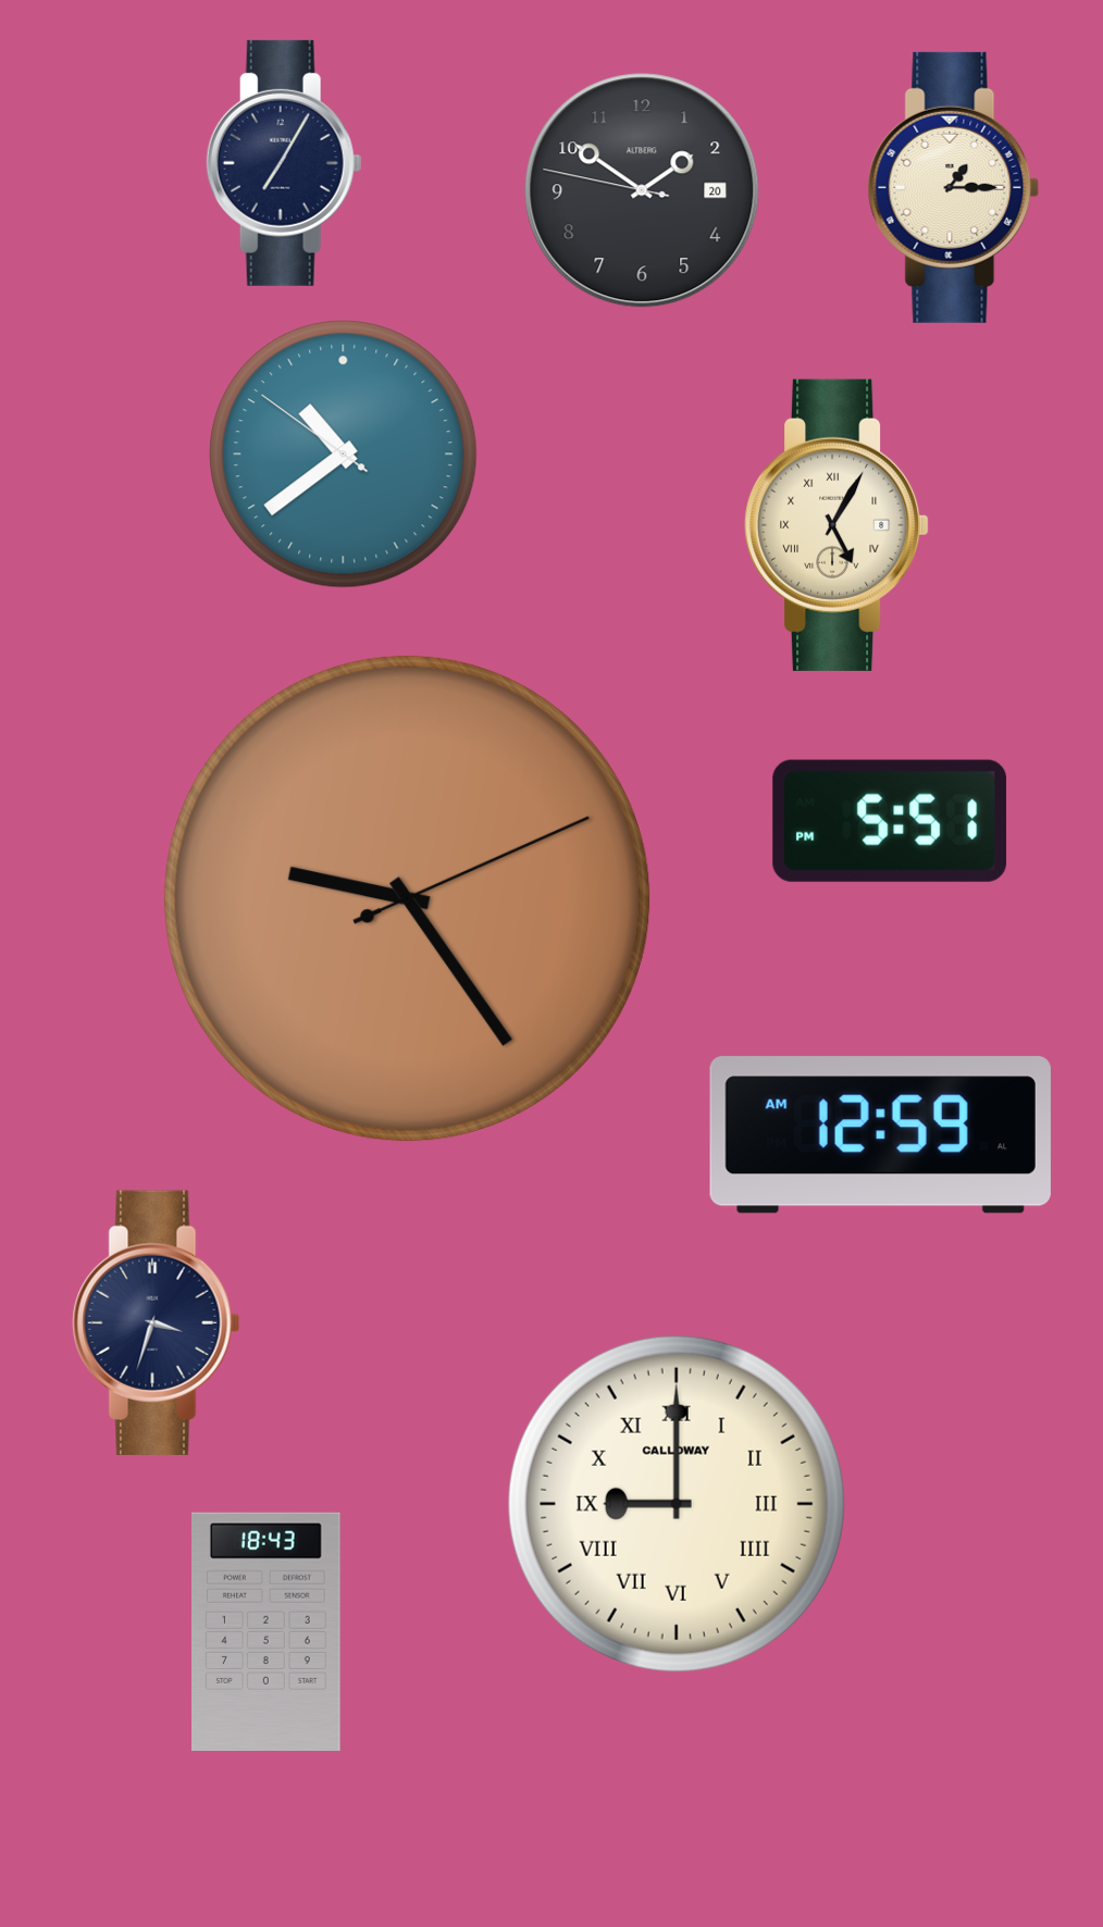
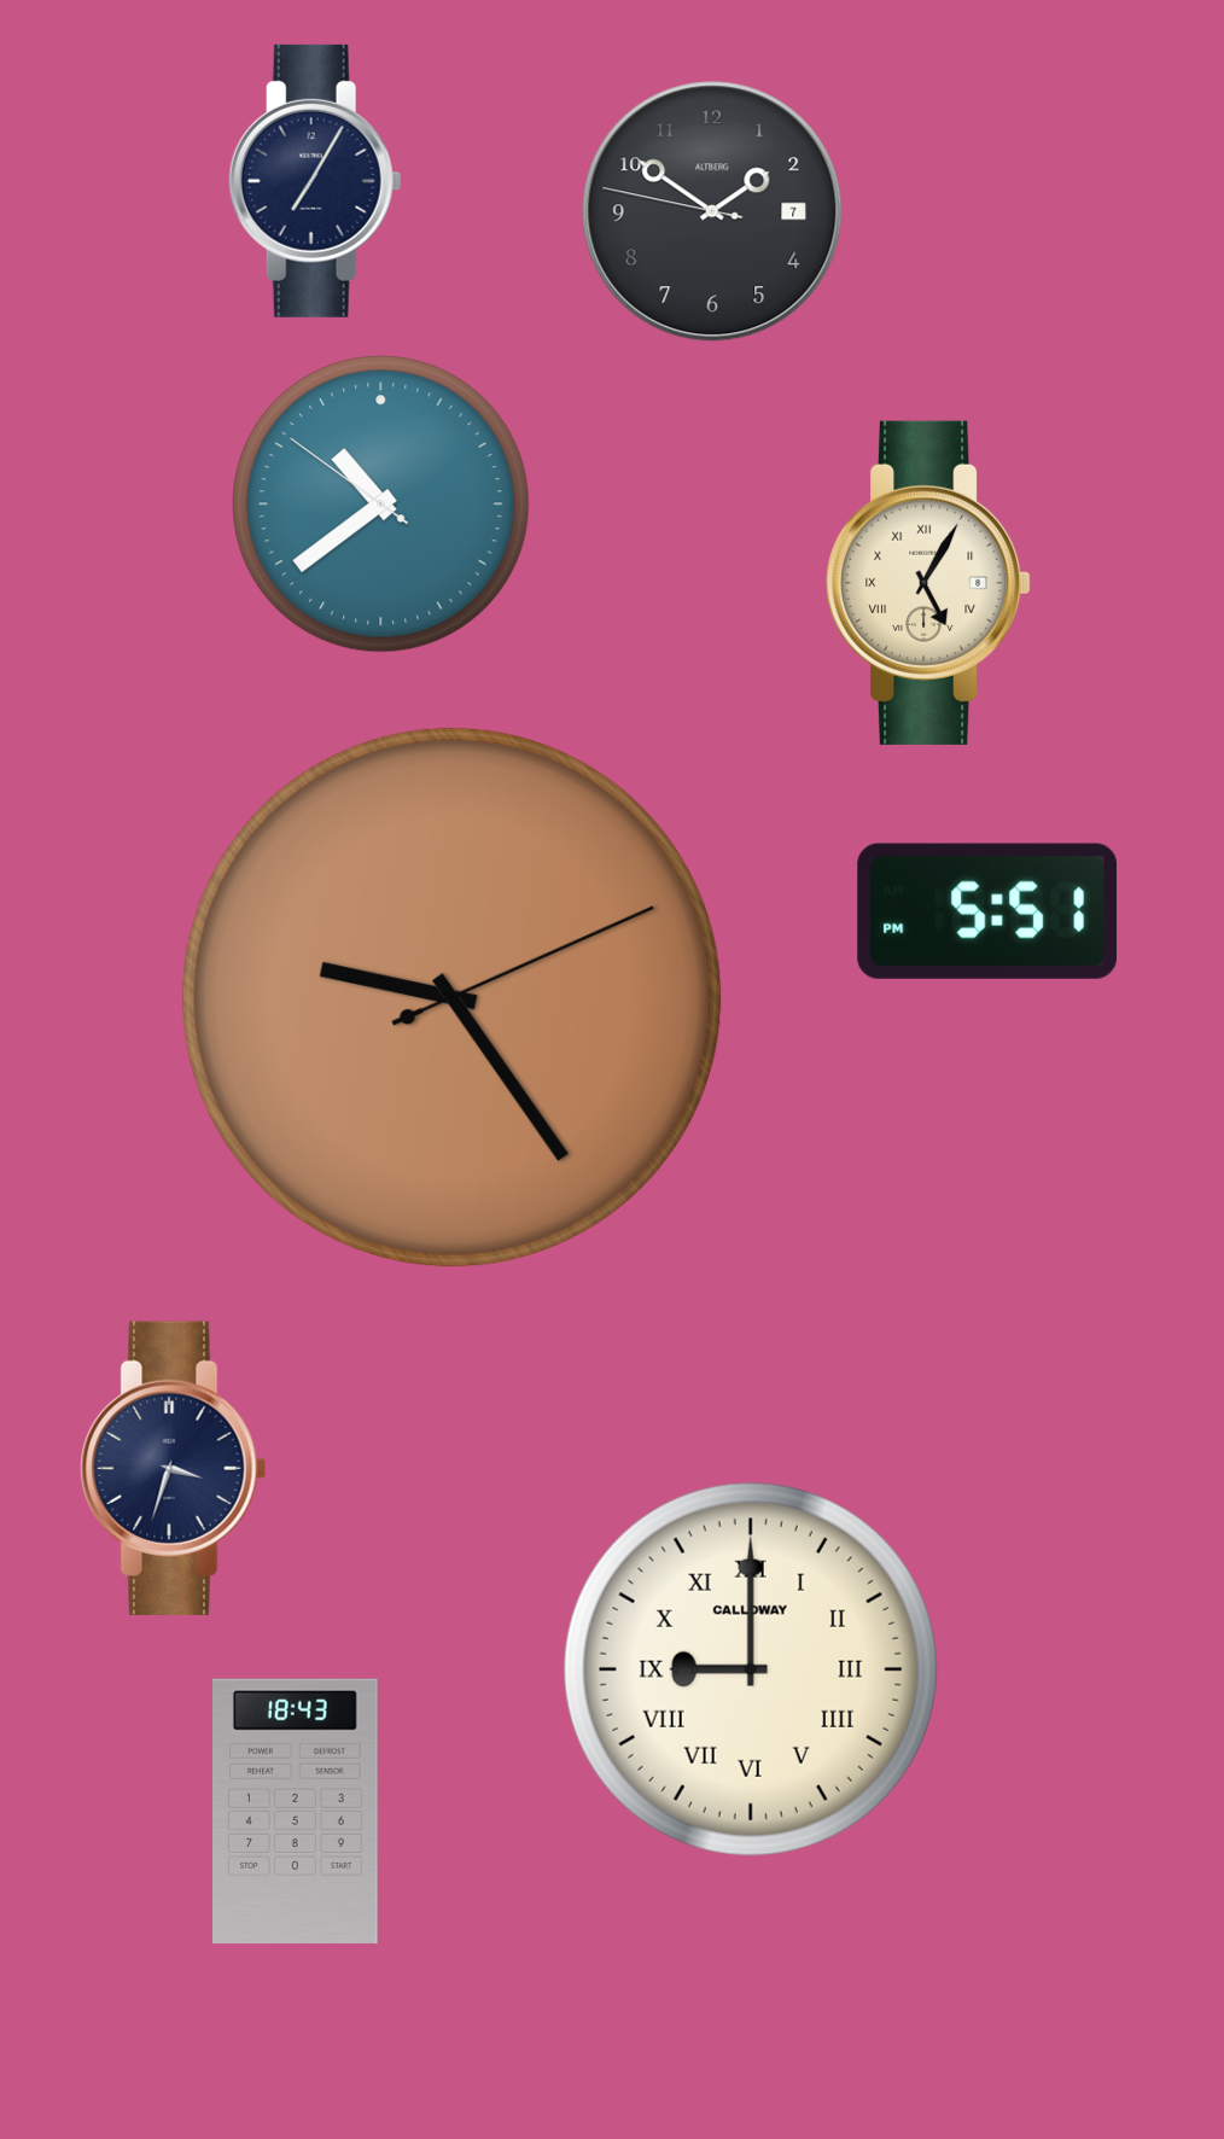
clock at (954, 187): 1:15 -> none
clock at (642, 190) date: 20 -> 7
clock at (880, 1135): 12:59 -> none
